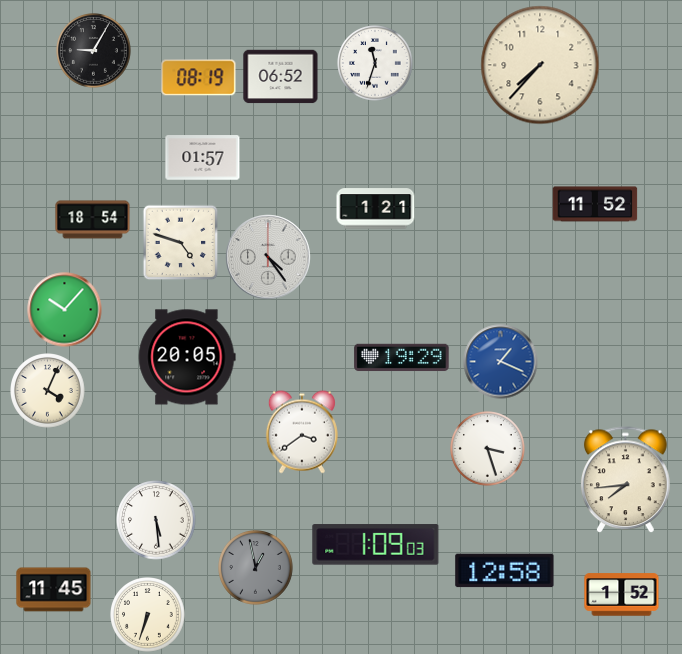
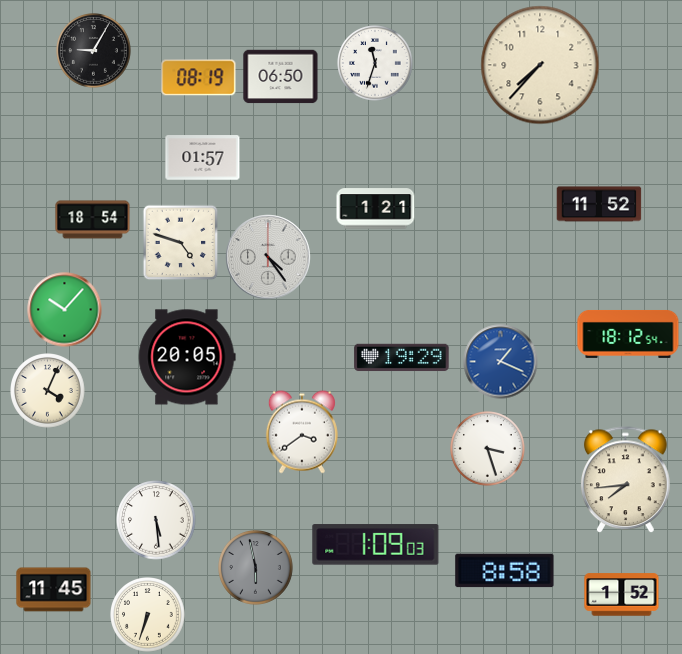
clock at (281, 77): 06:52 -> 06:50
clock at (595, 204) position: (595, 204) -> (599, 204)
clock at (628, 334): none -> 18:12
clock at (256, 568): 12:58 -> 5:58
clock at (505, 571): 12:58 -> 8:58
